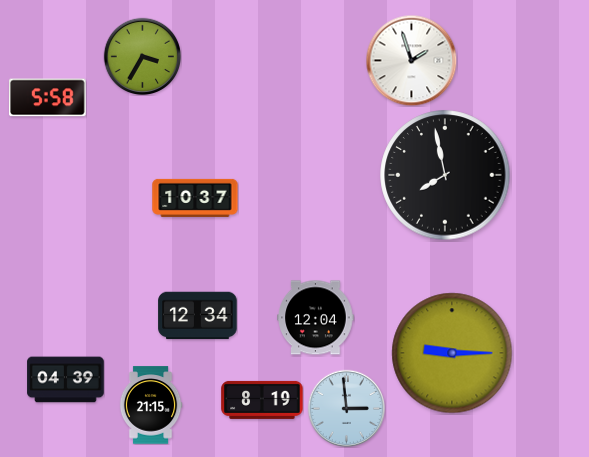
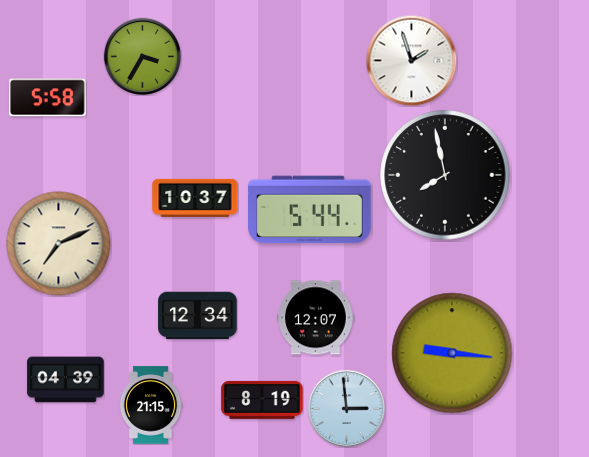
clock at (310, 210): none -> 5:44
clock at (59, 244): none -> 7:11
clock at (316, 318): 12:04 -> 12:07
clock at (452, 353): 9:15 -> 9:16
